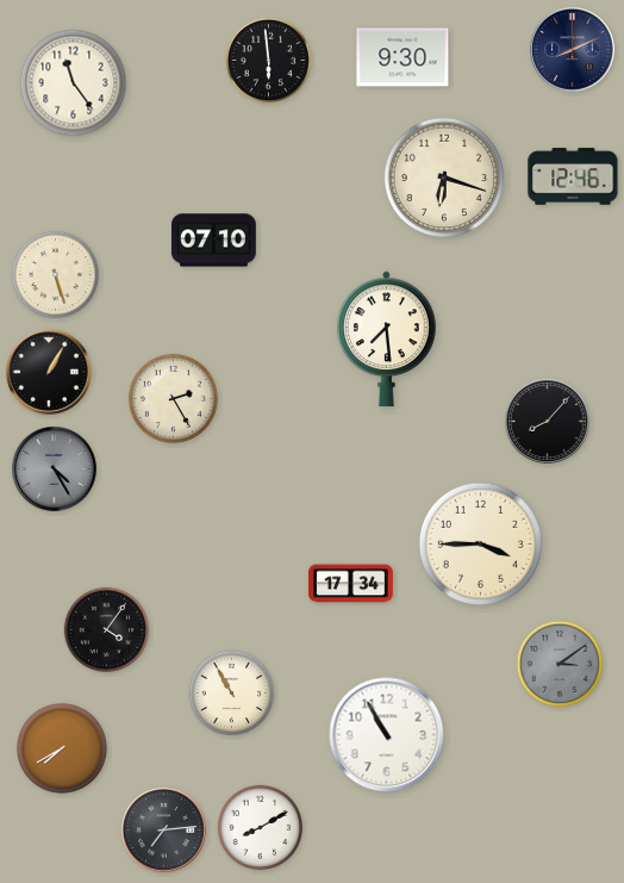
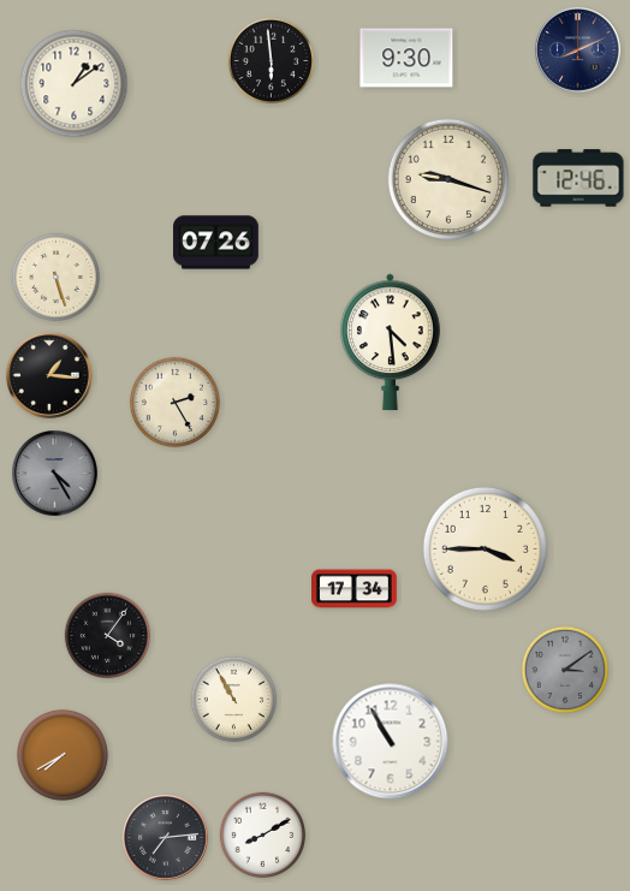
clock at (74, 83): 11:24 -> 1:09
clock at (444, 178): 6:18 -> 9:18
clock at (214, 241): 07:10 -> 07:26
clock at (387, 340): 7:29 -> 4:29
clock at (49, 372): 1:05 -> 1:16
clock at (548, 422): 8:07 -> none
